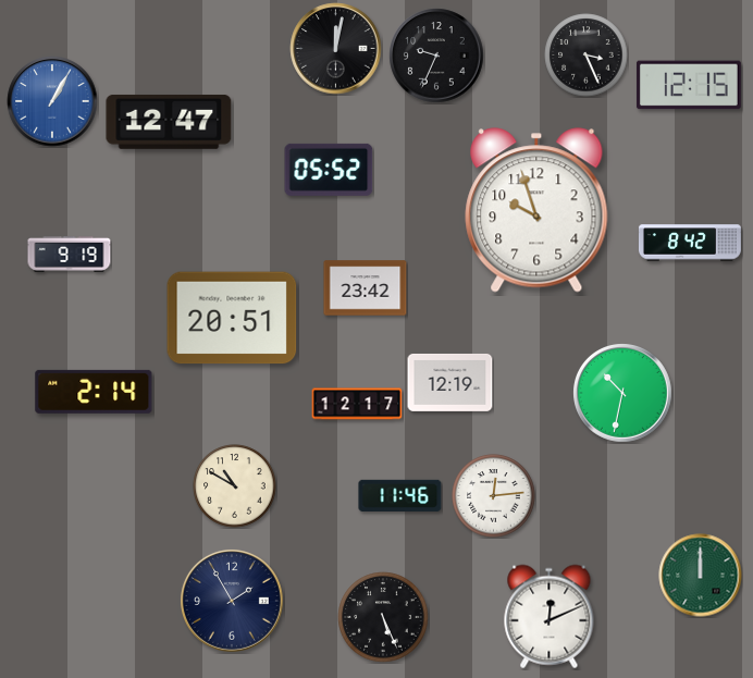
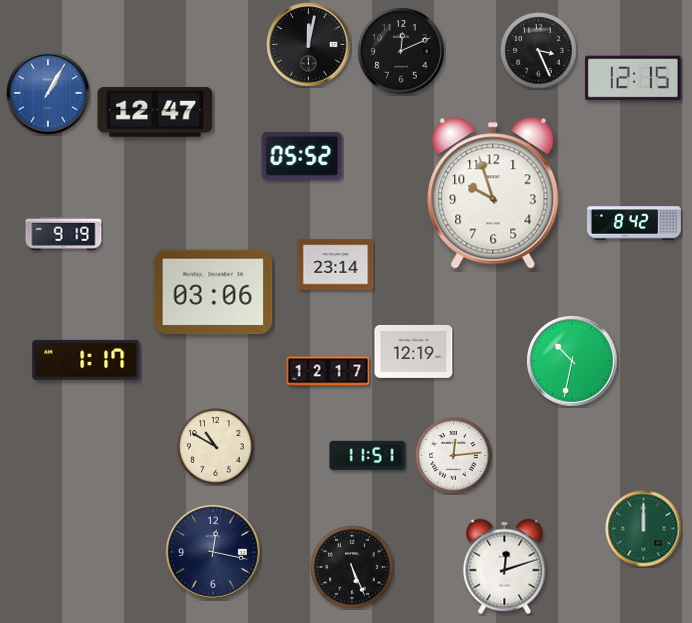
clock at (436, 56): 9:34 -> 12:11
clock at (366, 288): 23:42 -> 23:14
clock at (232, 318): 20:51 -> 03:06
clock at (94, 392): 2:14 -> 1:17
clock at (400, 495): 11:46 -> 11:51
clock at (232, 601): 1:55 -> 12:17
clock at (550, 617): 12:11 -> 12:12
